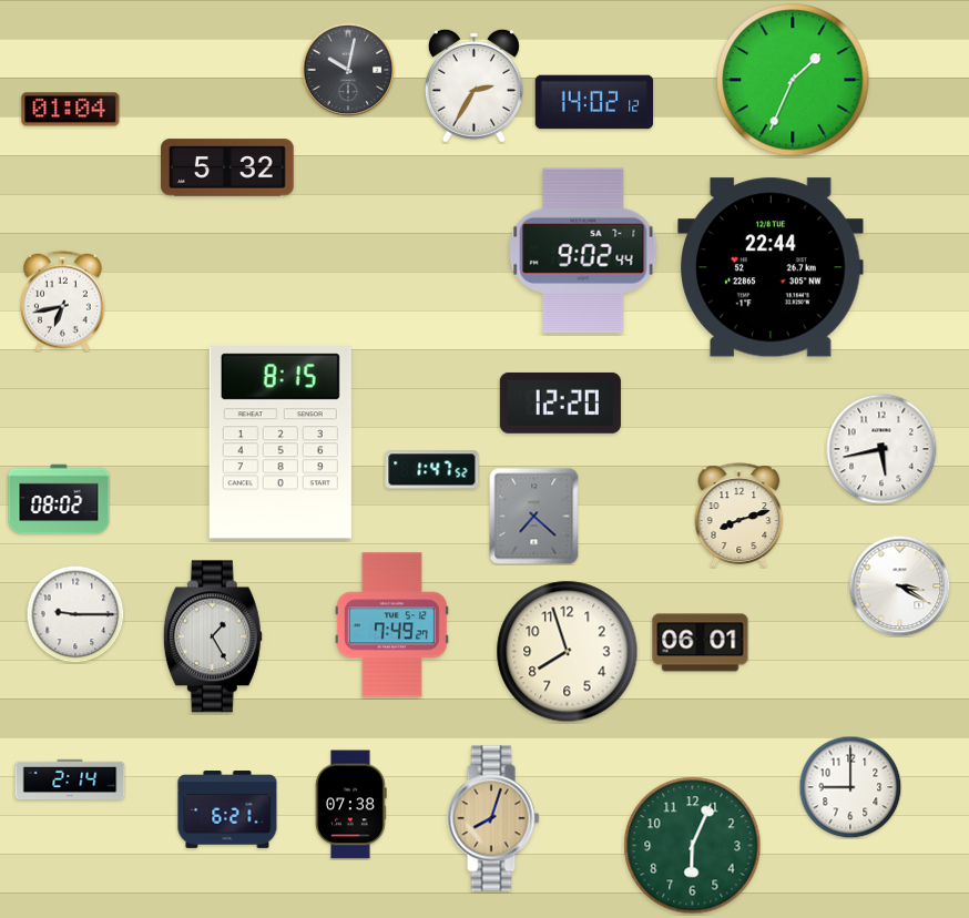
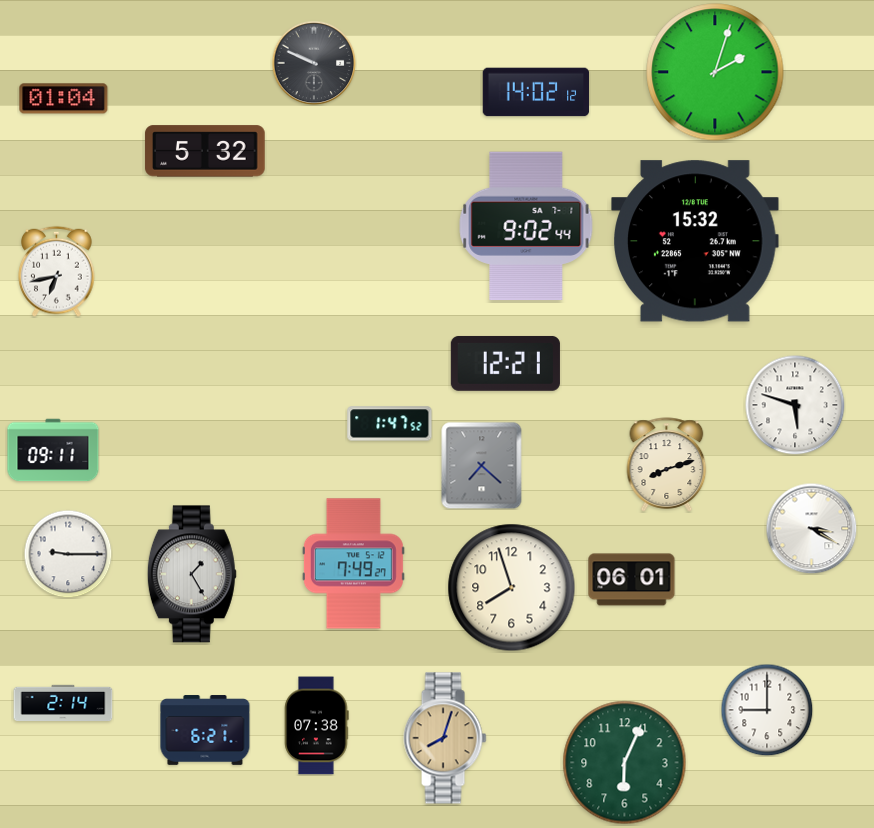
clock at (348, 70): 10:02 -> 9:49
clock at (793, 80): 1:34 -> 2:03
clock at (473, 85): 2:35 -> none
clock at (771, 267): 22:44 -> 15:32
clock at (560, 402): 12:20 -> 12:21
clock at (280, 442): 8:15 -> none
clock at (881, 449): 5:43 -> 5:48
clock at (59, 499): 08:02 -> 09:11
